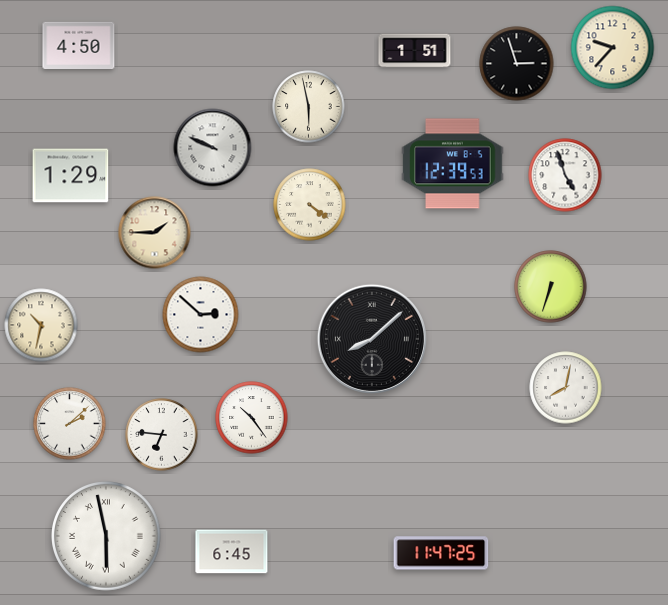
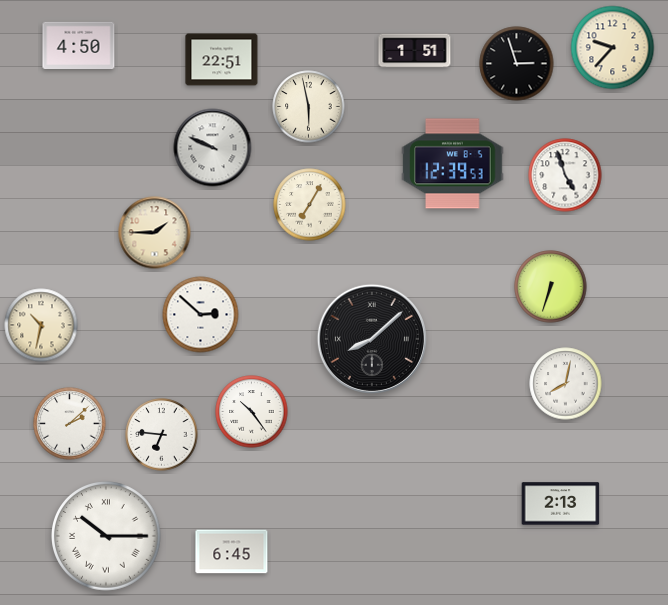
clock at (222, 60): none -> 22:51
clock at (71, 176): 1:29 -> none
clock at (310, 205): 4:21 -> 7:05
clock at (566, 388) position: (566, 388) -> (566, 384)
clock at (252, 418) position: (252, 418) -> (252, 412)
clock at (561, 504): none -> 2:13
clock at (106, 536): 5:58 -> 10:15
clock at (441, 553): 11:47 -> none
